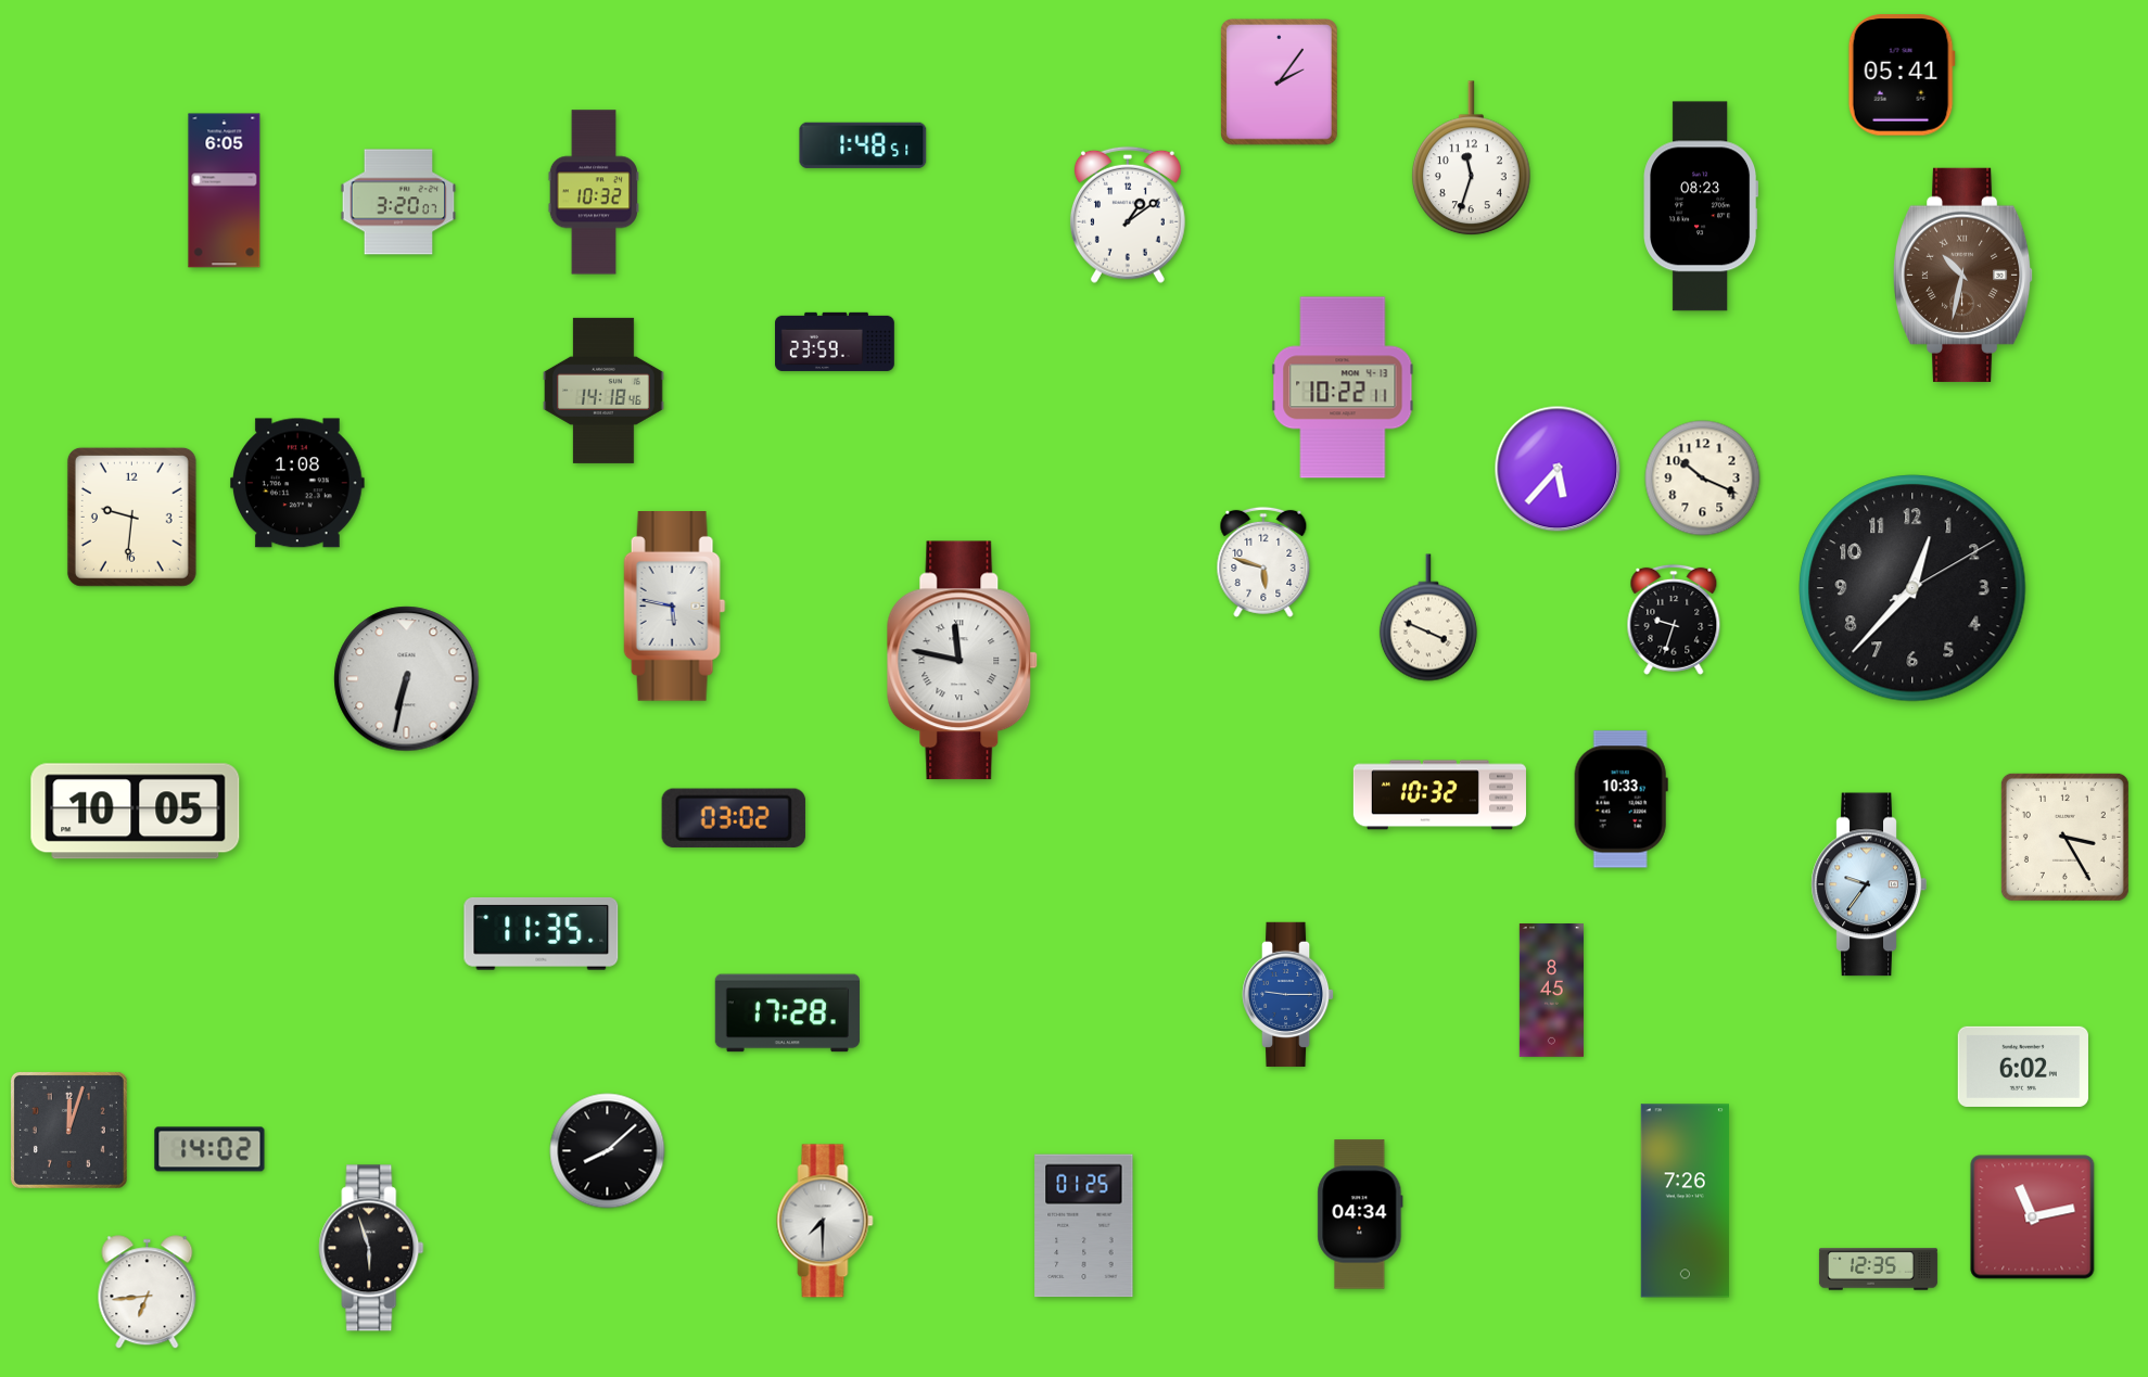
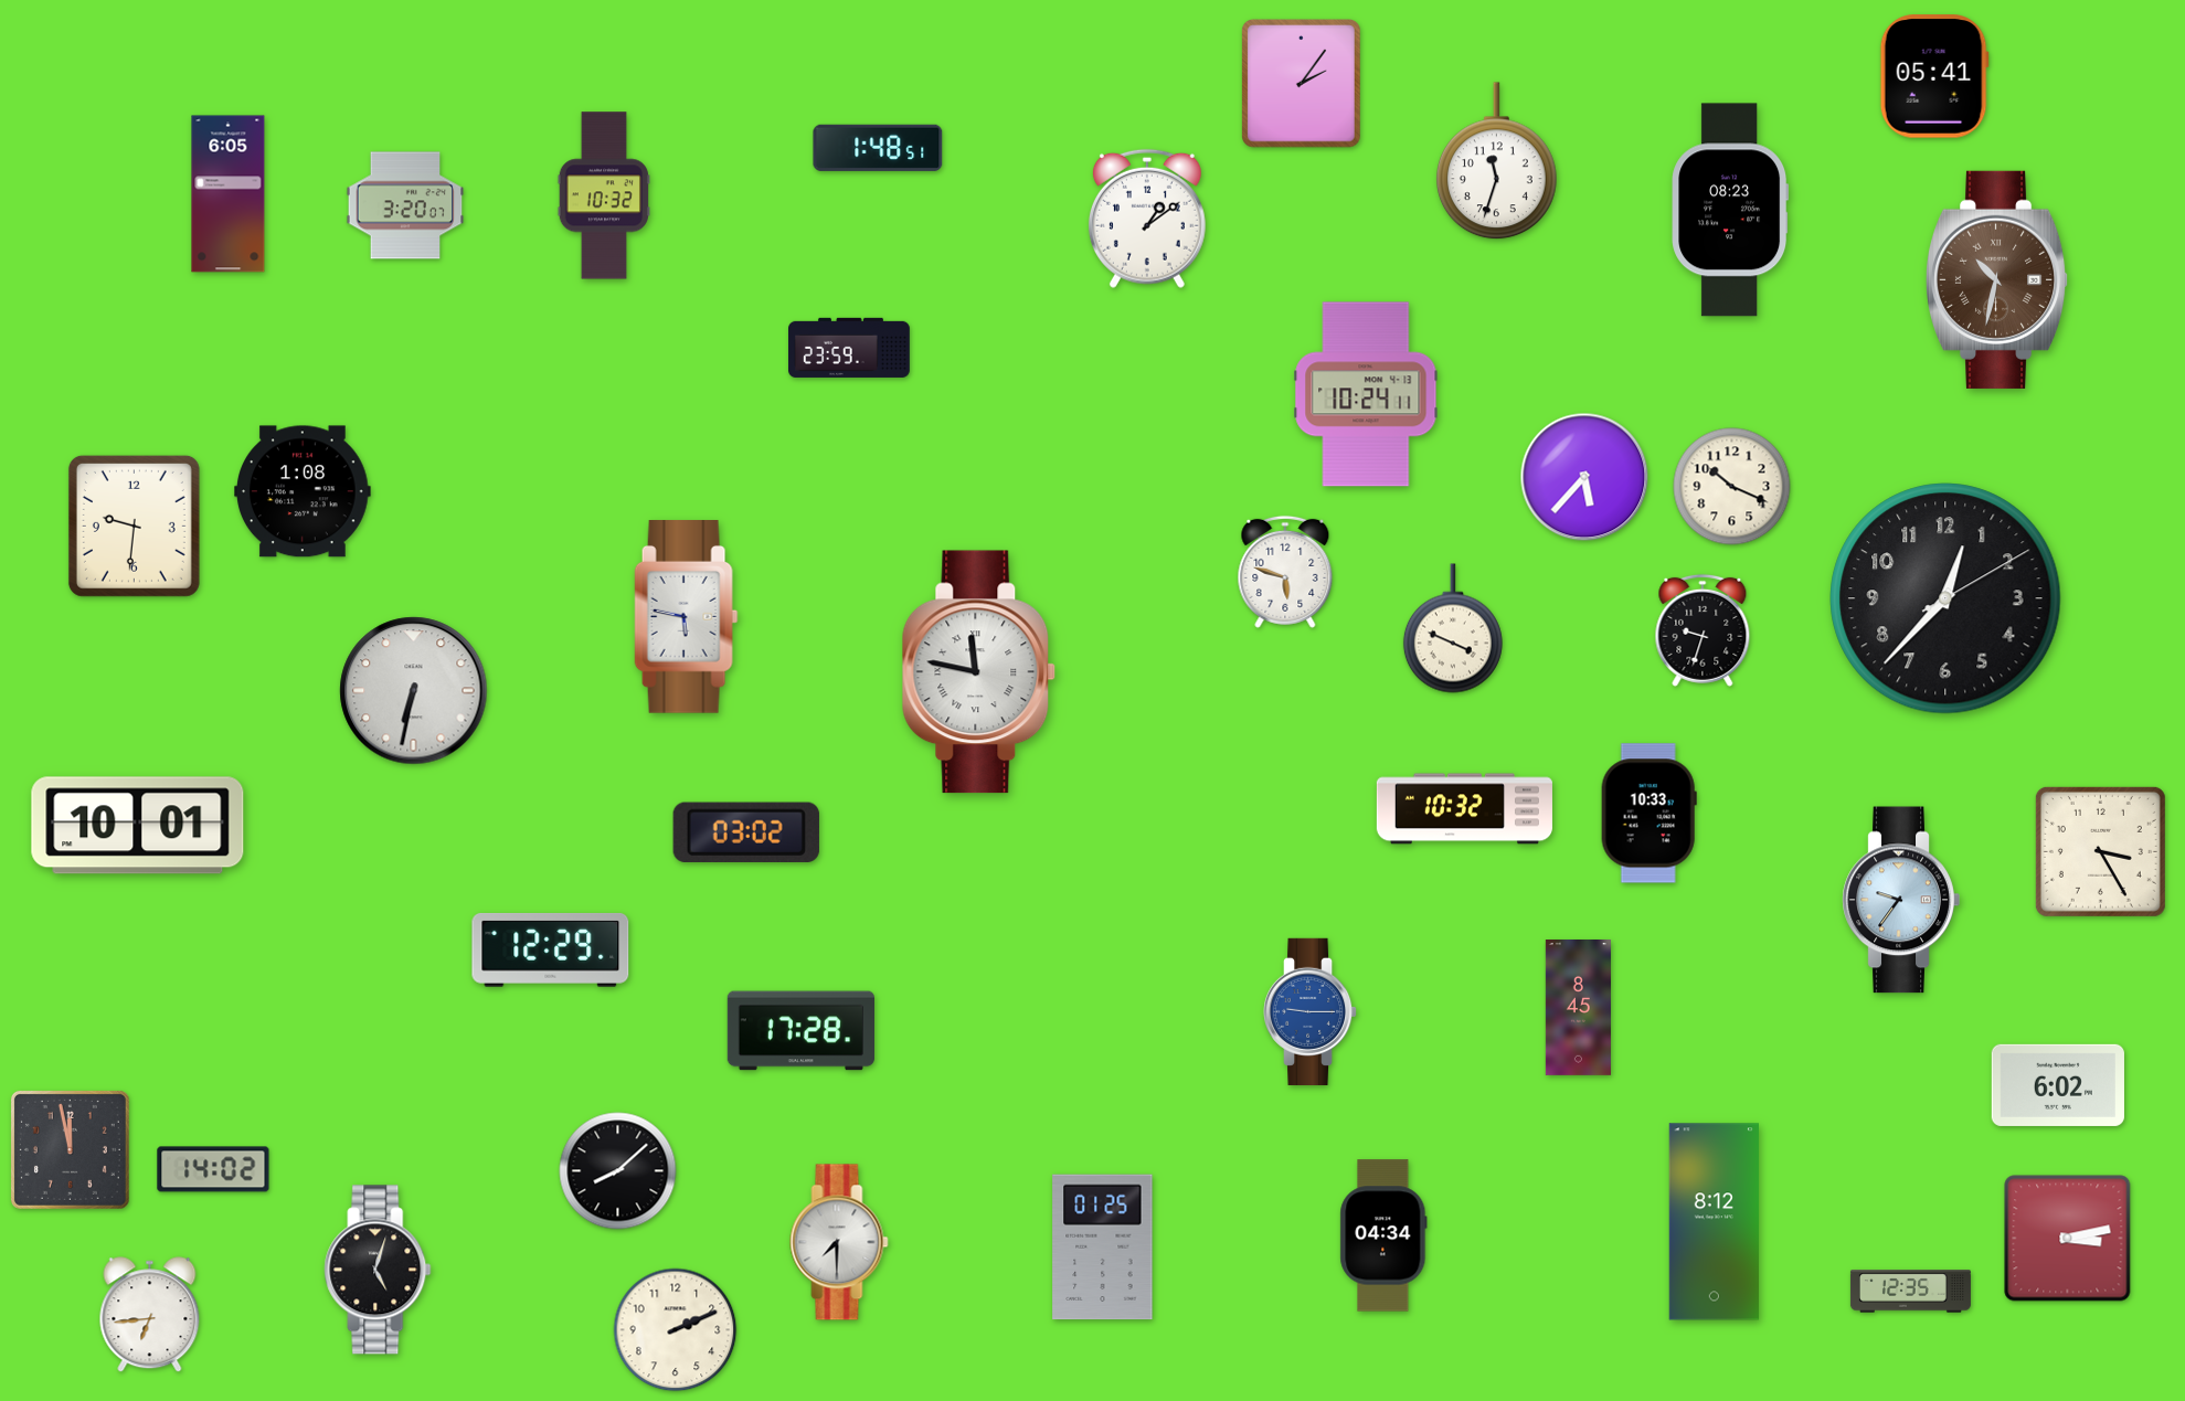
clock at (1343, 387): 10:22 -> 10:24
clock at (603, 391): 14:18 -> none
clock at (136, 812): 10:05 -> 10:01
clock at (542, 934): 11:35 -> 12:29
clock at (68, 1130): 12:03 -> 11:58
clock at (1685, 1201): 7:26 -> 8:12
clock at (2033, 1217): 11:13 -> 3:13
clock at (371, 1248): 5:57 -> 5:03
clock at (676, 1330): none -> 2:11
